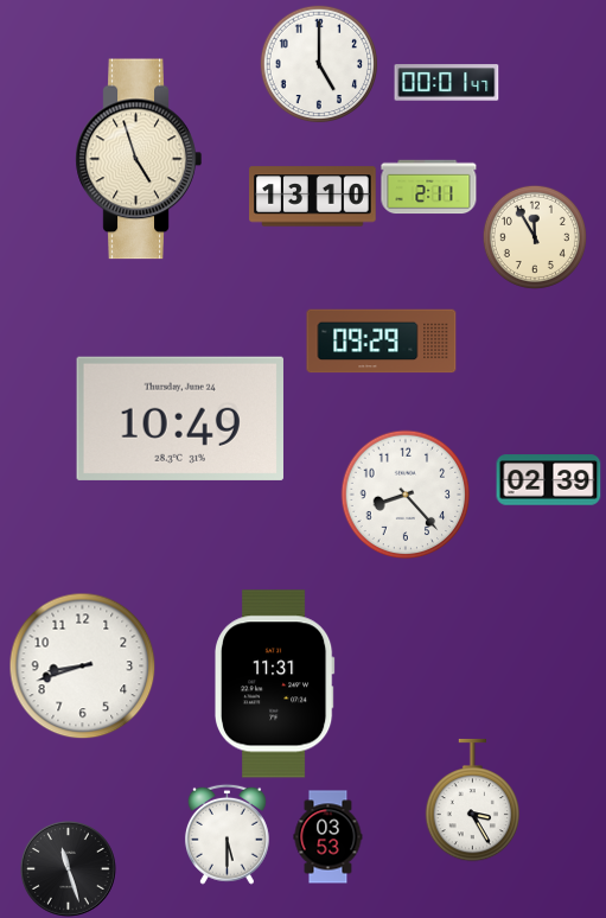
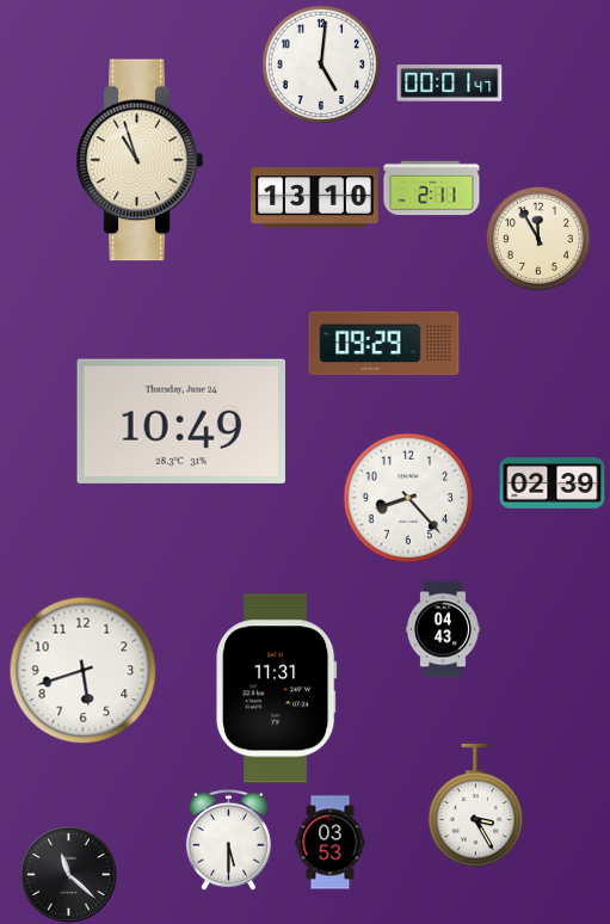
clock at (319, 64): 5:00 -> 5:01
clock at (139, 159): 4:57 -> 10:57
clock at (443, 629): none -> 04:43
clock at (83, 667): 8:42 -> 5:42
clock at (69, 869): 11:27 -> 11:22
